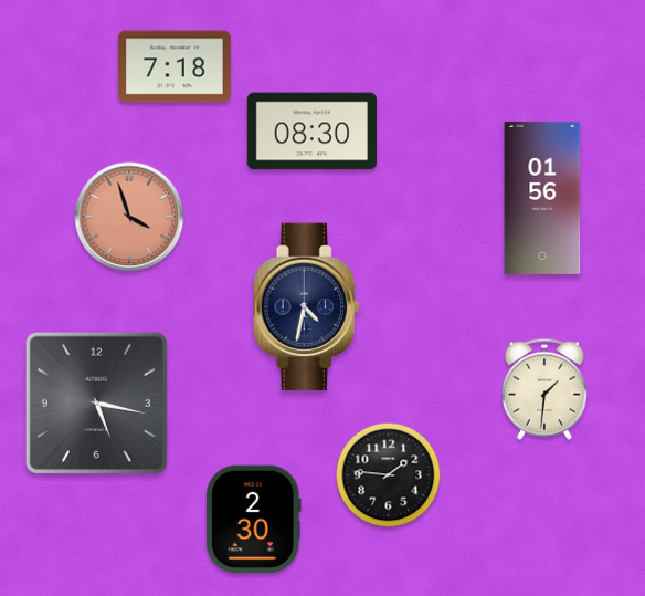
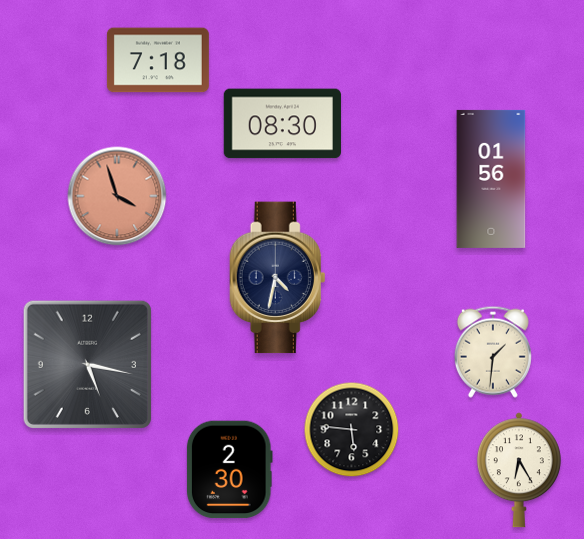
clock at (311, 132) position: (311, 132) -> (282, 124)
clock at (389, 475): 1:46 -> 5:46
clock at (519, 470): none -> 6:25
